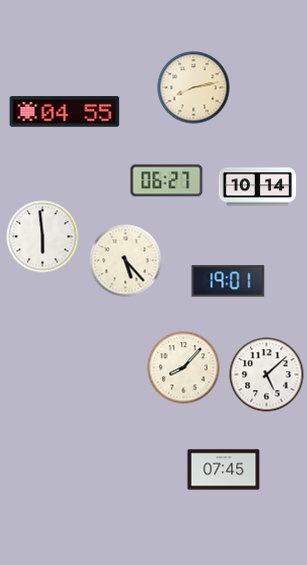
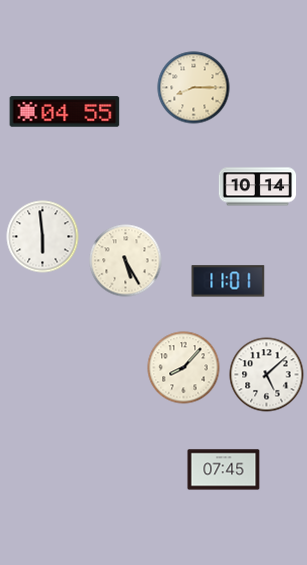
clock at (194, 88): 8:13 -> 8:15
clock at (167, 181): 06:27 -> none
clock at (126, 261): 5:23 -> 5:25
clock at (228, 281): 19:01 -> 11:01
